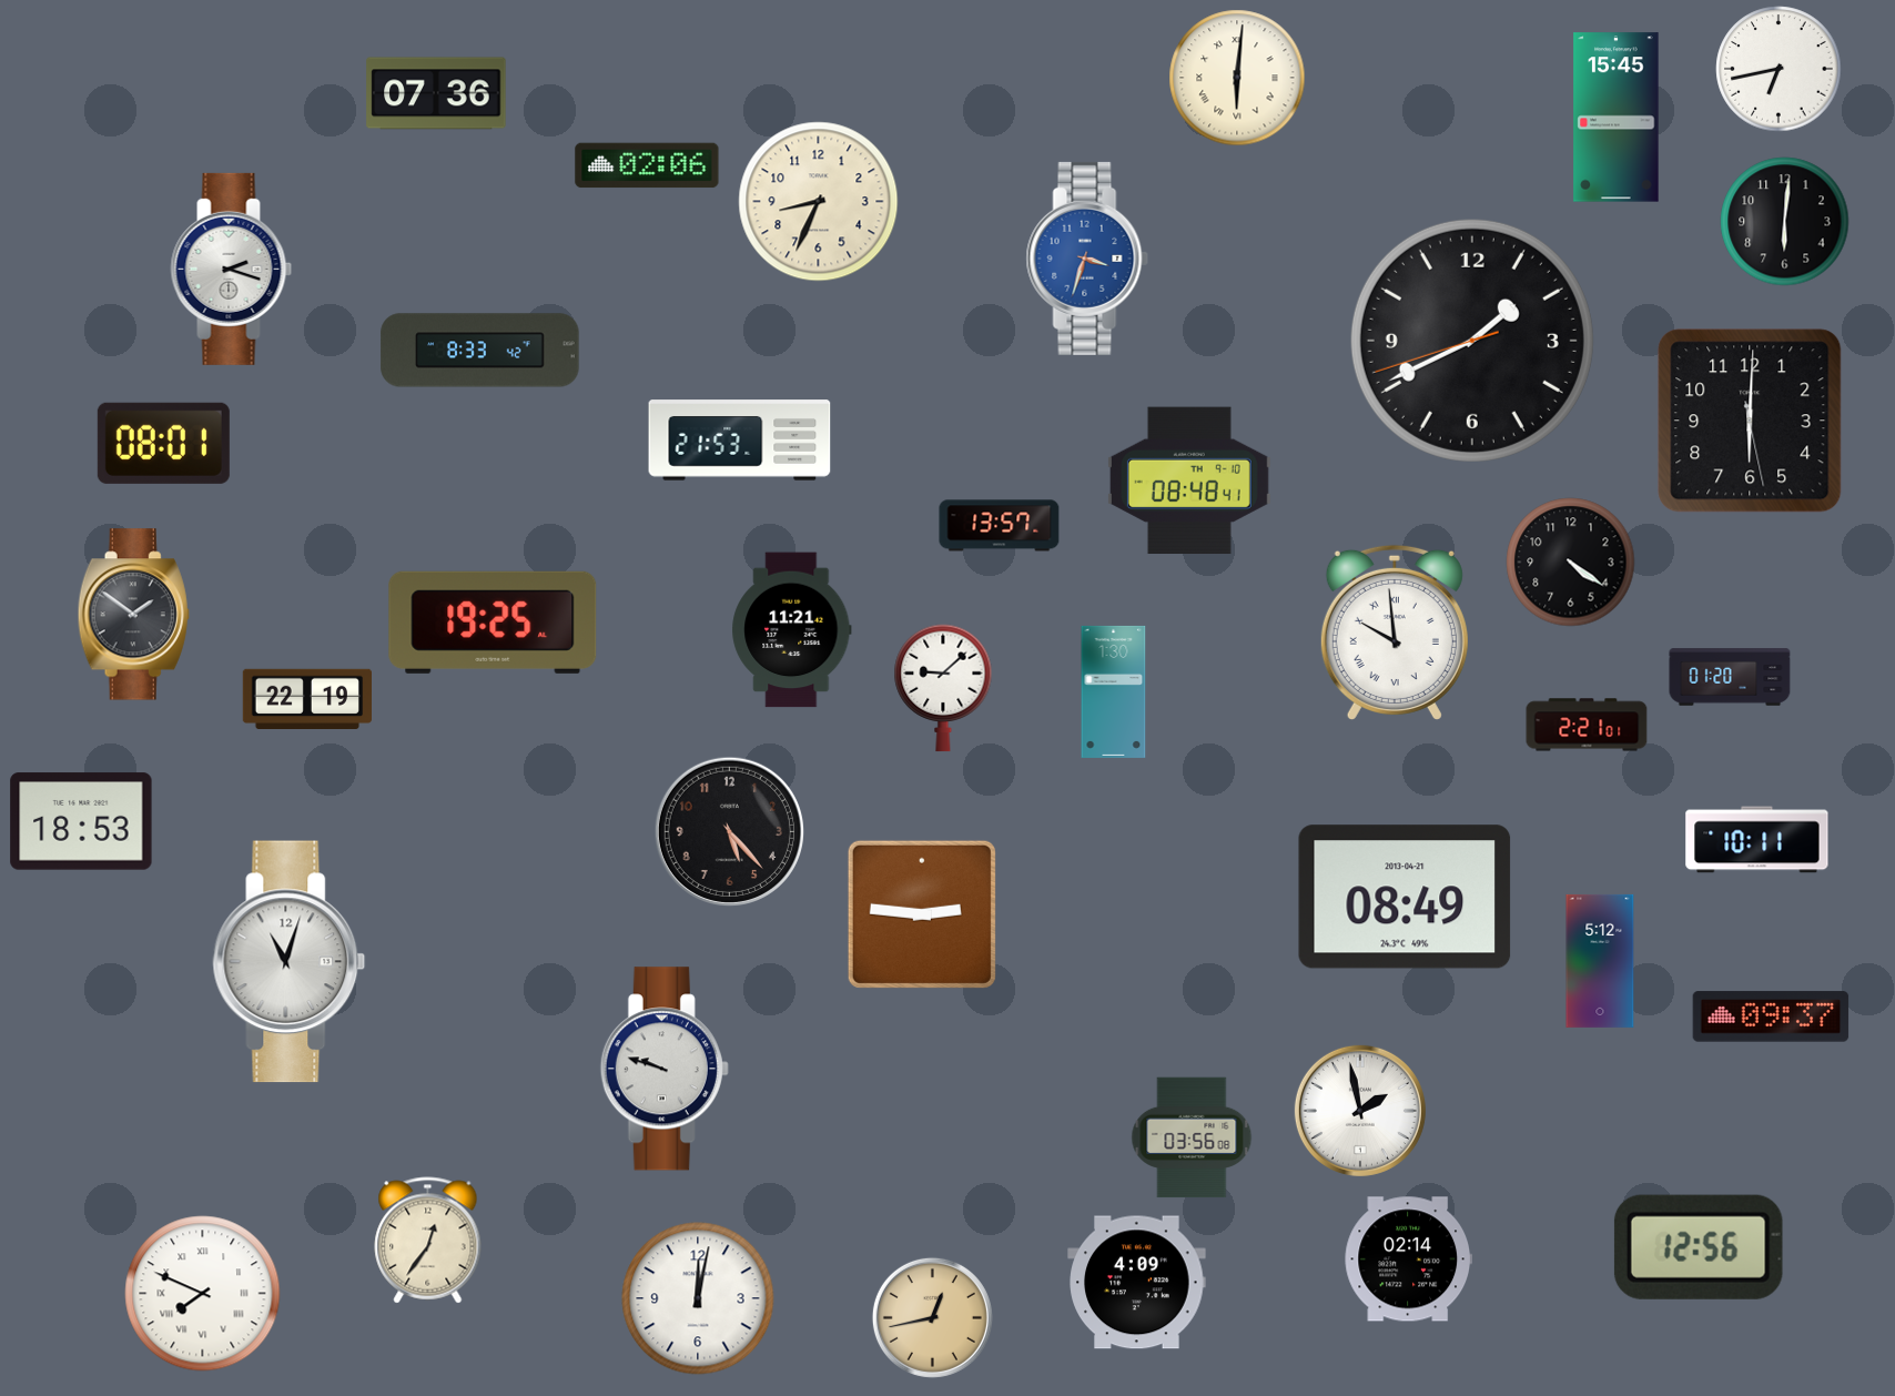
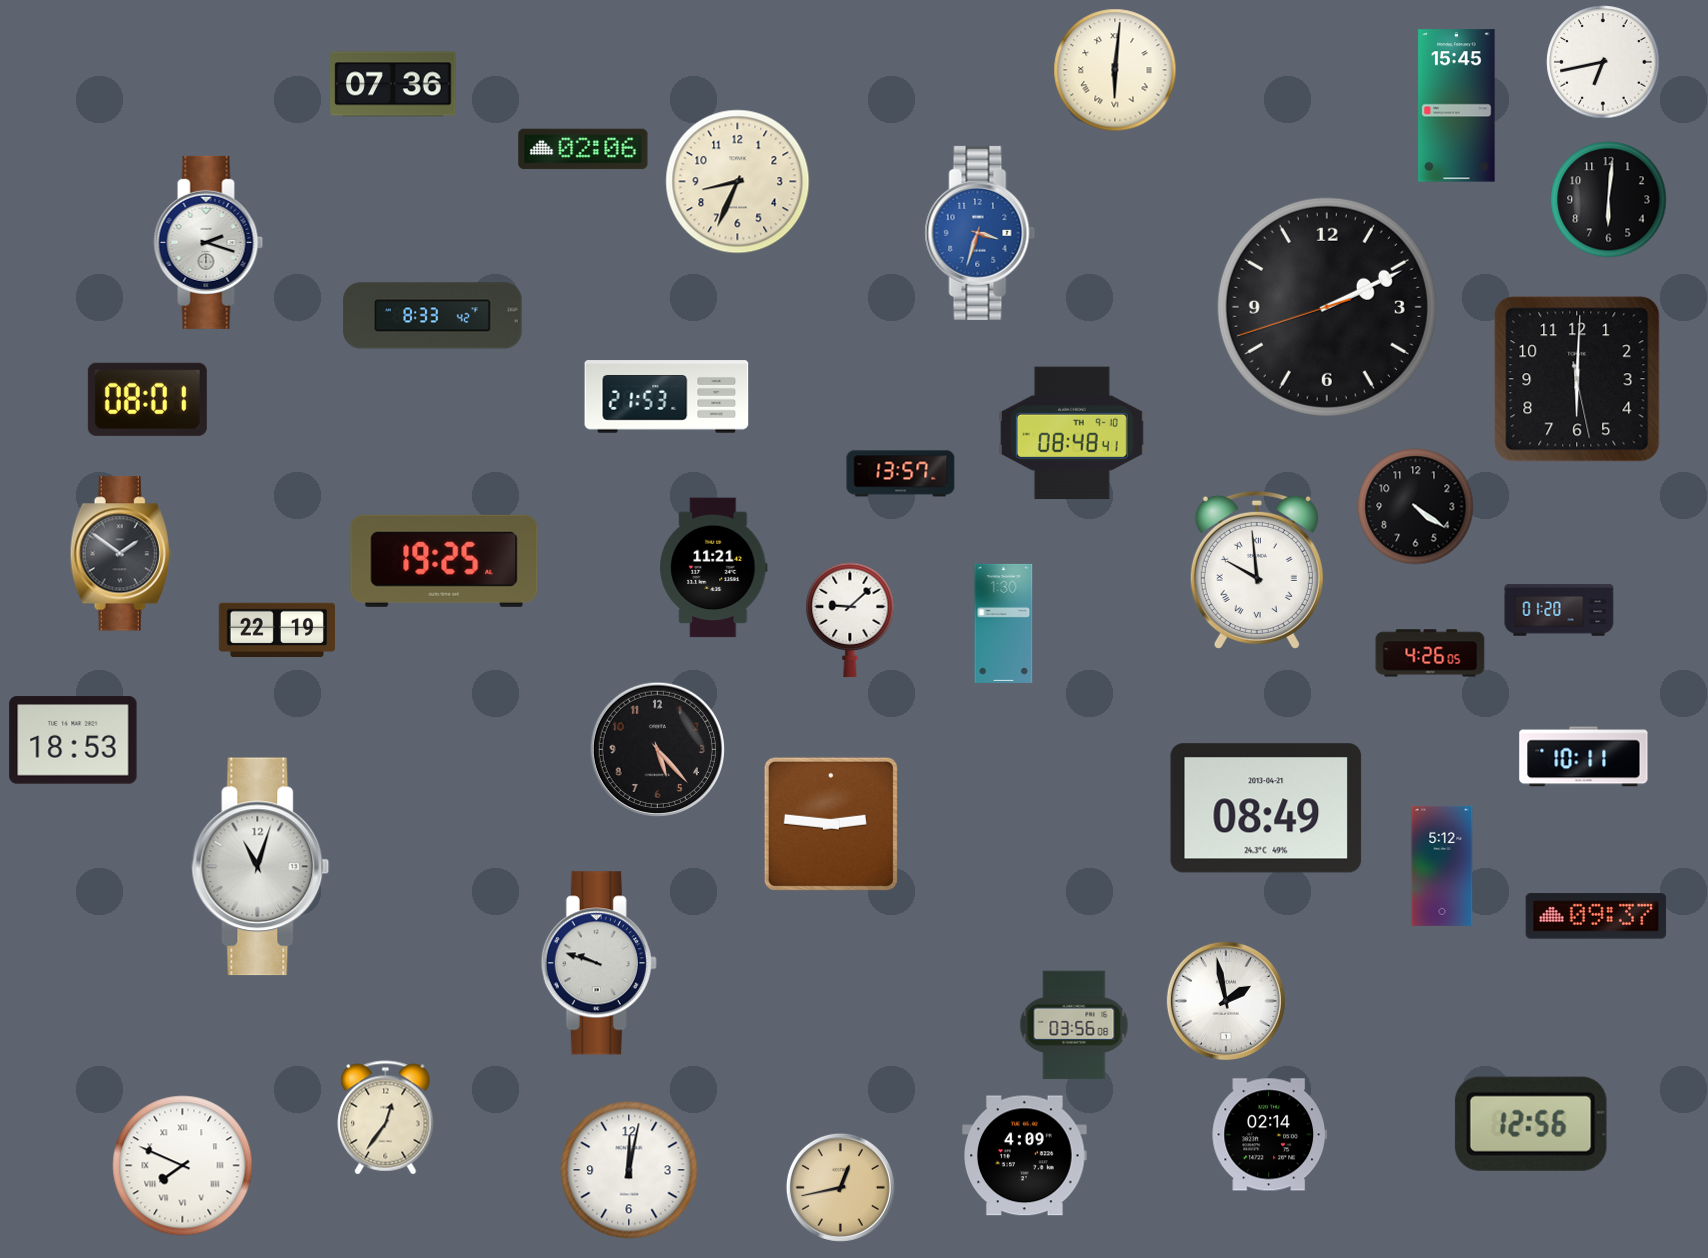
clock at (1472, 341): 1:40 -> 2:10
clock at (1587, 725): 2:21 -> 4:26
